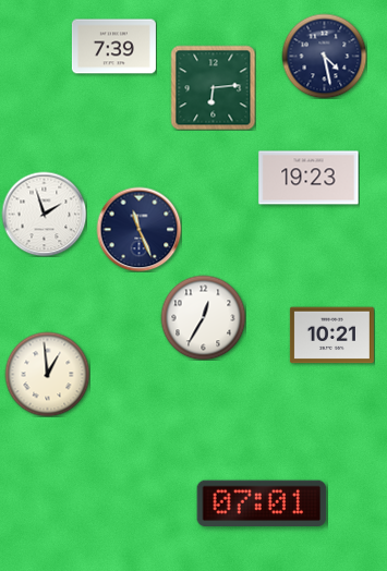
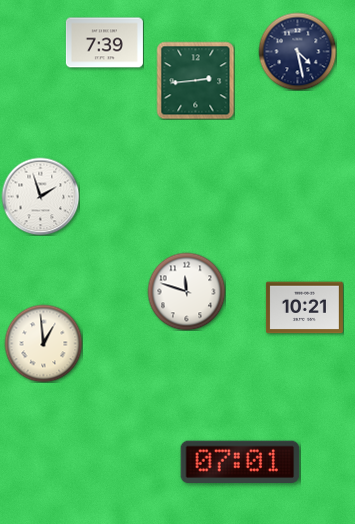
clock at (213, 87): 6:14 -> 2:44
clock at (309, 178): 19:23 -> none
clock at (138, 229): 11:26 -> none
clock at (203, 317): 12:35 -> 11:48
